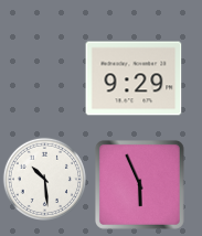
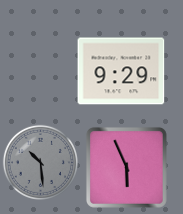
clock at (44, 179) dial: white -> grey
